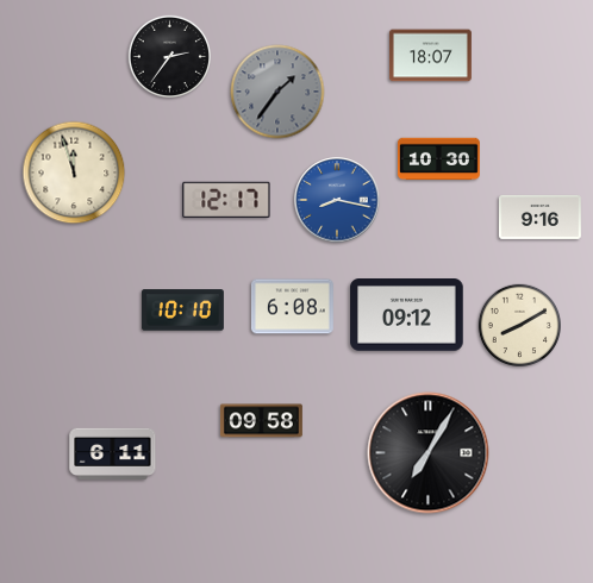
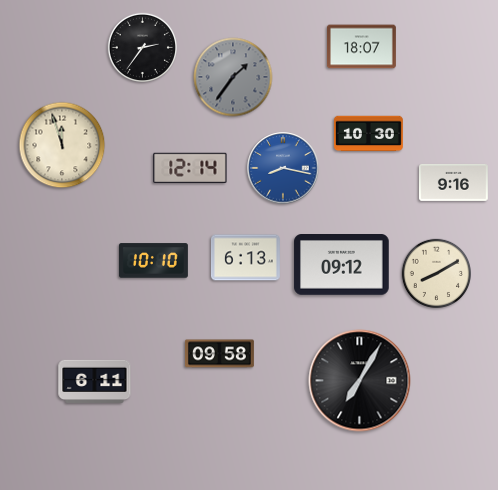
clock at (226, 199): 12:17 -> 12:14
clock at (292, 307): 6:08 -> 6:13
